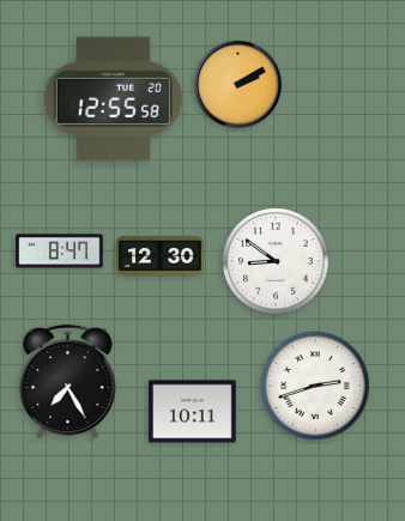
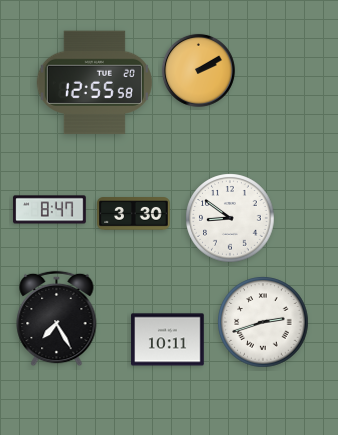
clock at (161, 256): 12:30 -> 3:30
clock at (193, 412) position: (193, 412) -> (168, 340)
